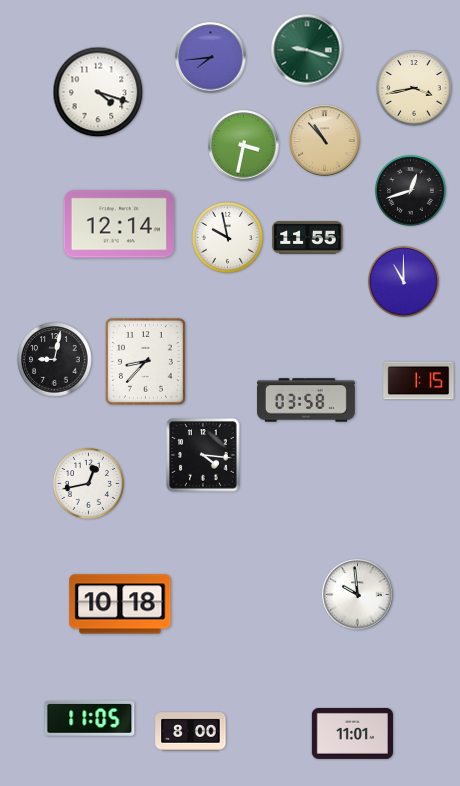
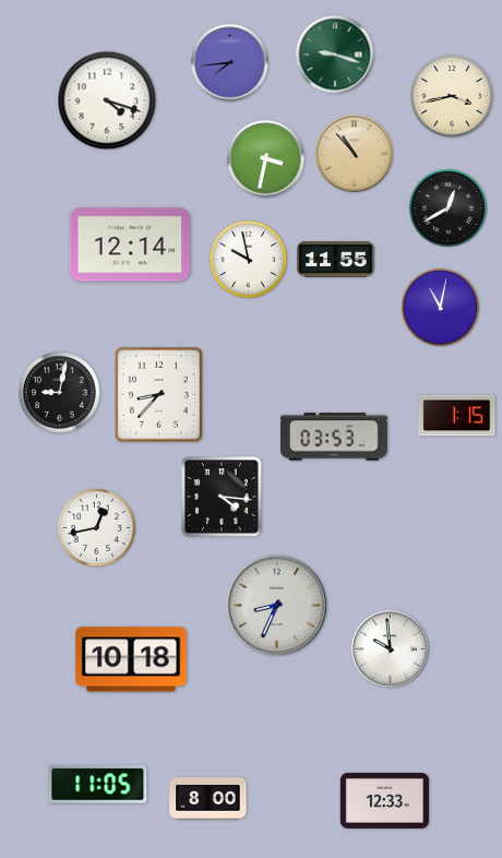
clock at (410, 190): 12:42 -> 12:40
clock at (403, 281): 11:00 -> 11:02
clock at (306, 400): 03:58 -> 03:53
clock at (277, 606): none -> 8:34
clock at (352, 733): 11:01 -> 12:33
